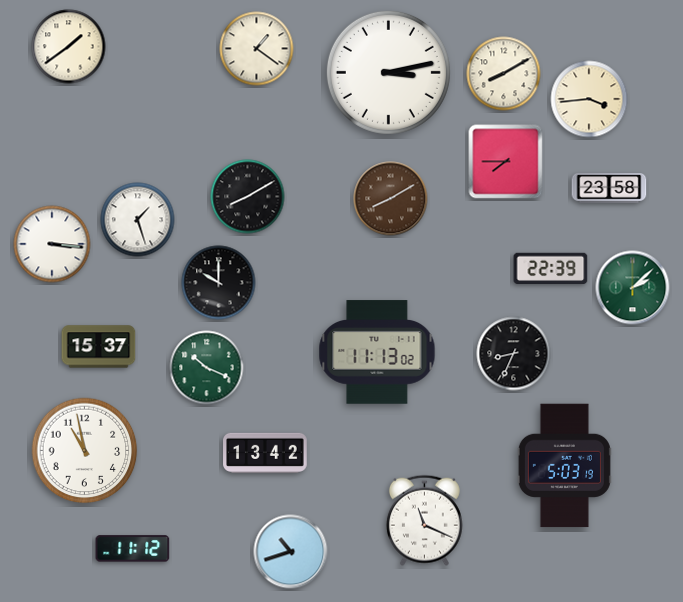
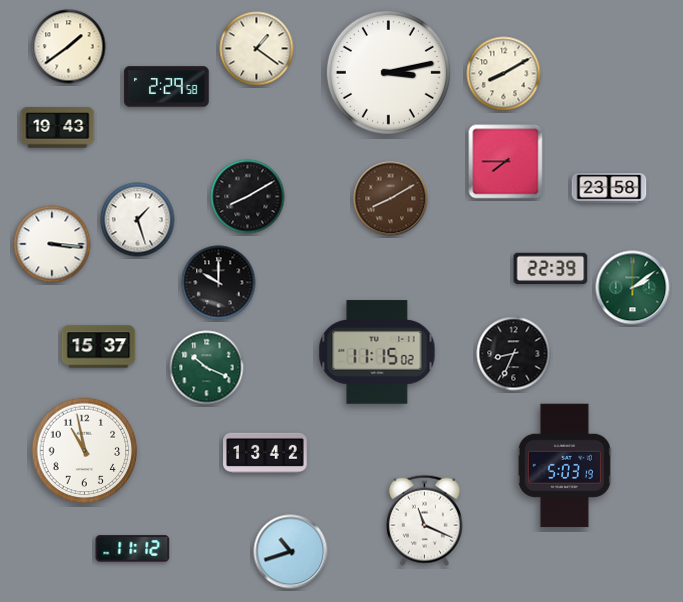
clock at (167, 87): none -> 2:29
clock at (589, 99): 3:44 -> none
clock at (58, 128): none -> 19:43
clock at (633, 288): 2:08 -> 2:09
clock at (377, 352): 11:13 -> 11:15
